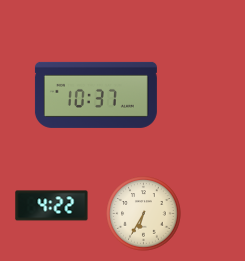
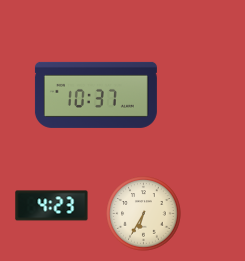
clock at (52, 206): 4:22 -> 4:23
